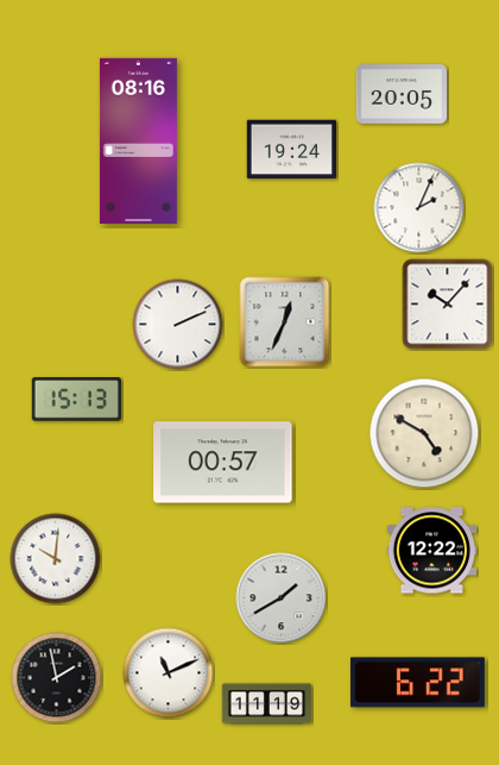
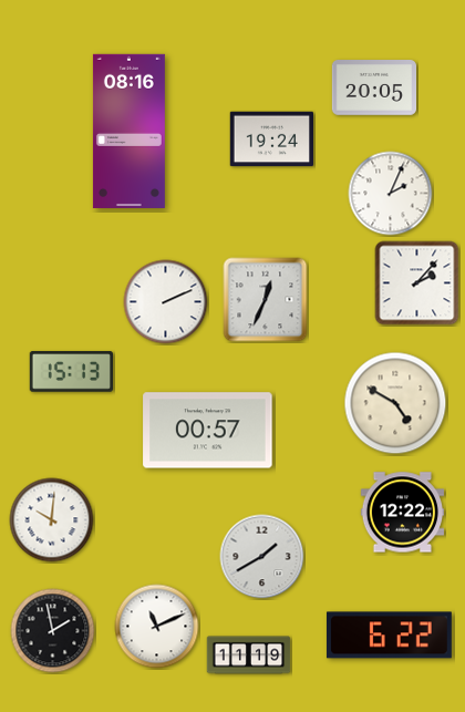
clock at (448, 305): 10:07 -> 2:07
